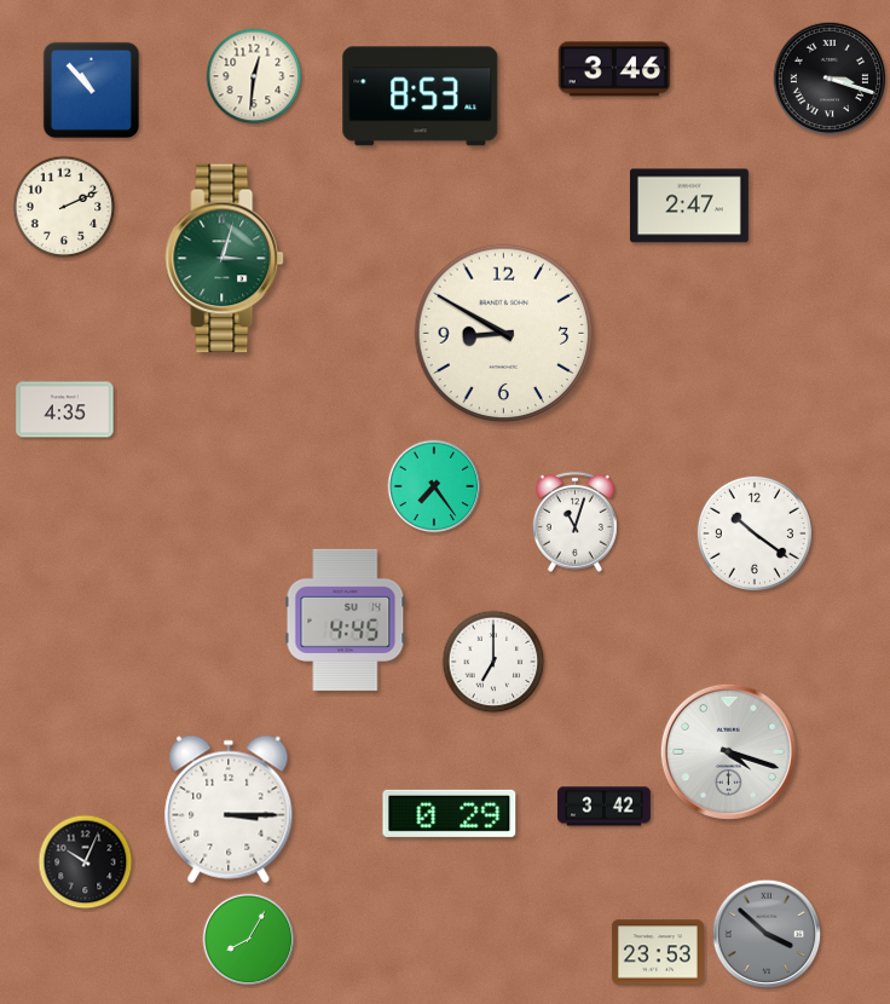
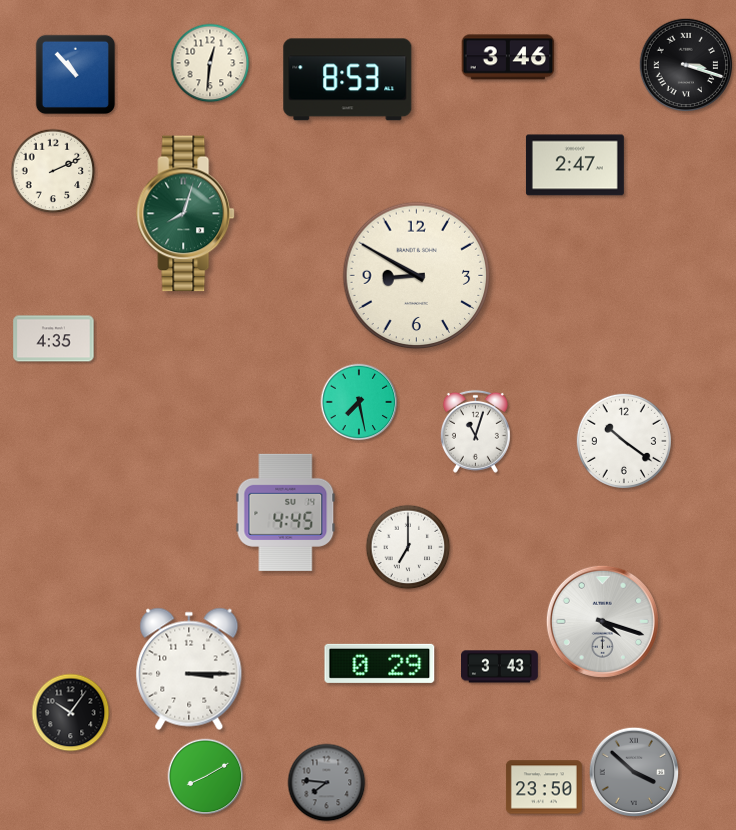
clock at (689, 206) position: (689, 206) -> (575, 165)
clock at (225, 259): 3:03 -> 8:03
clock at (434, 486): 7:24 -> 7:28
clock at (605, 807): 3:42 -> 3:43
clock at (450, 813) position: (450, 813) -> (380, 663)
clock at (86, 862): 10:04 -> 10:06
clock at (249, 940): 8:05 -> 8:10
clock at (327, 783): none -> 7:46
clock at (658, 952): 23:53 -> 23:50
